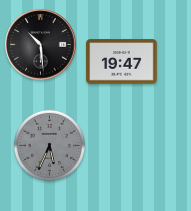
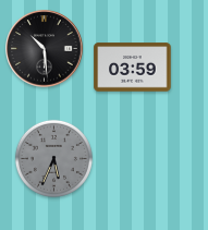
clock at (122, 62): 19:47 -> 03:59
